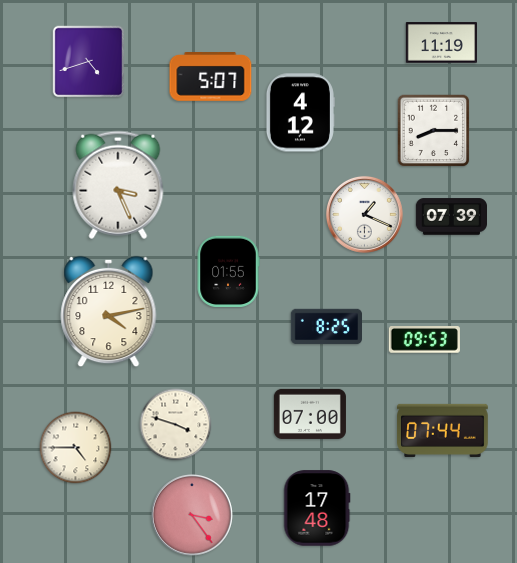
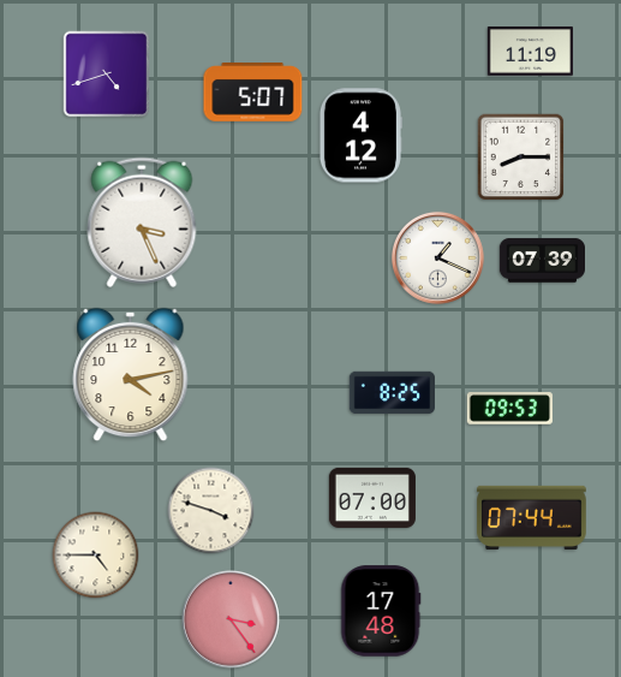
clock at (228, 271): 01:55 -> none
clock at (76, 448) position: (76, 448) -> (96, 556)
